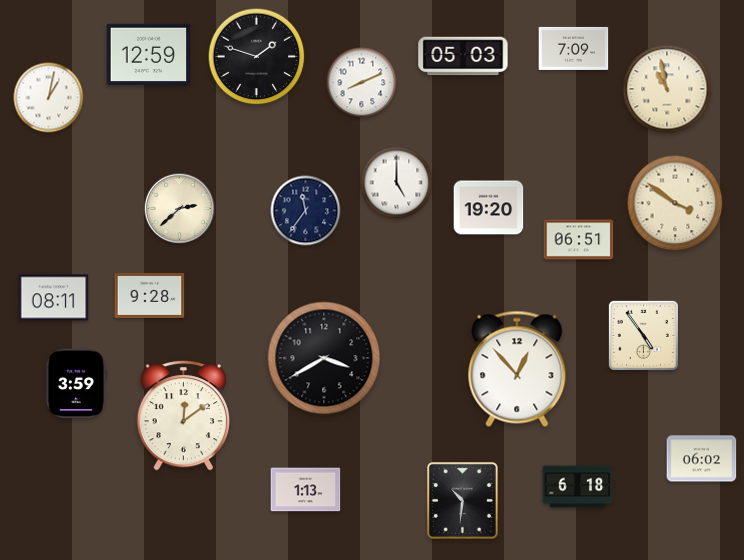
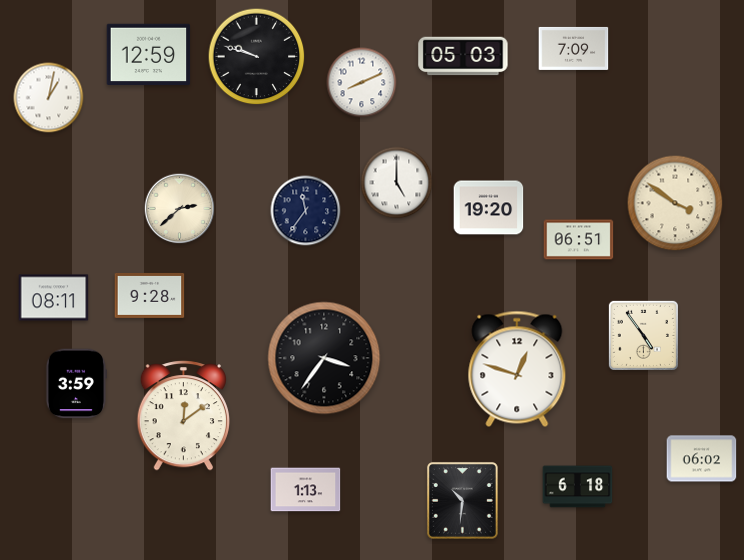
clock at (257, 57): 1:48 -> 9:48
clock at (667, 89): 10:58 -> none
clock at (324, 358): 3:40 -> 3:36
clock at (517, 369): 12:53 -> 12:48
